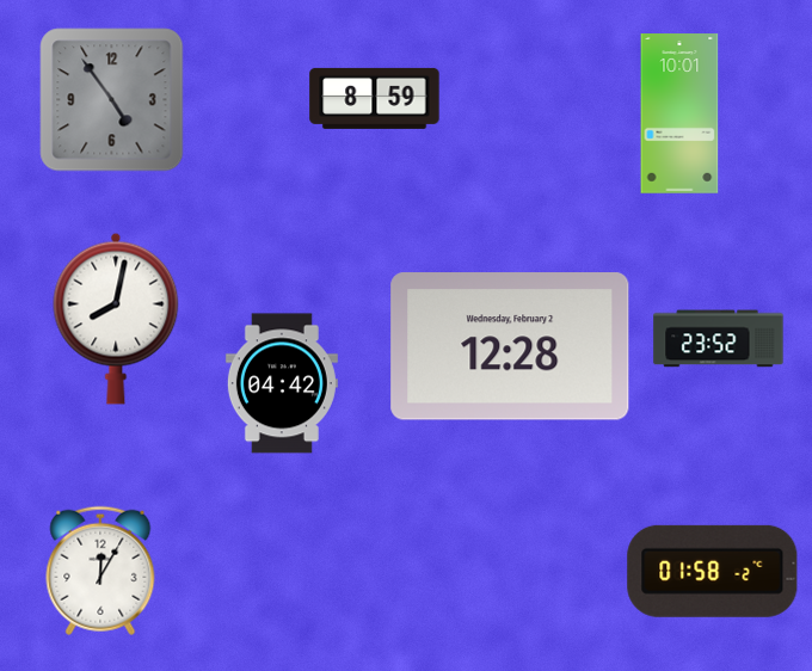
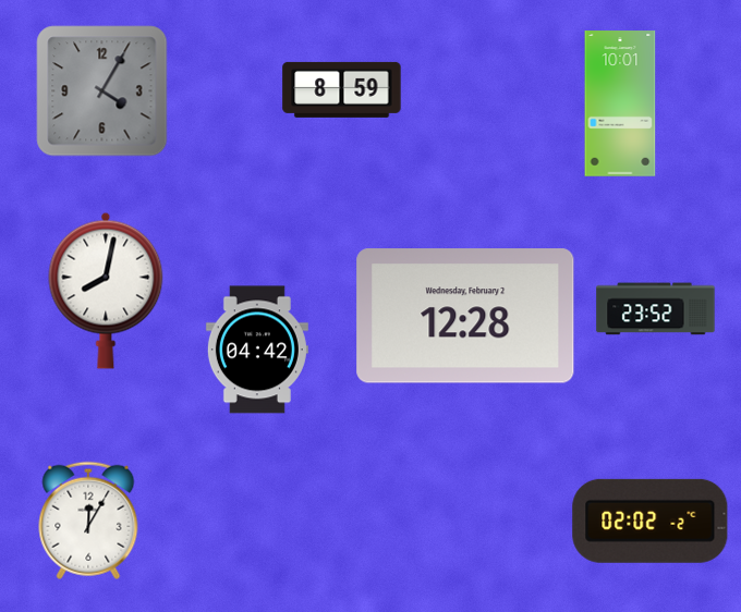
clock at (112, 100): 4:54 -> 4:05
clock at (100, 571) position: (100, 571) -> (88, 521)
clock at (713, 571): 01:58 -> 02:02
